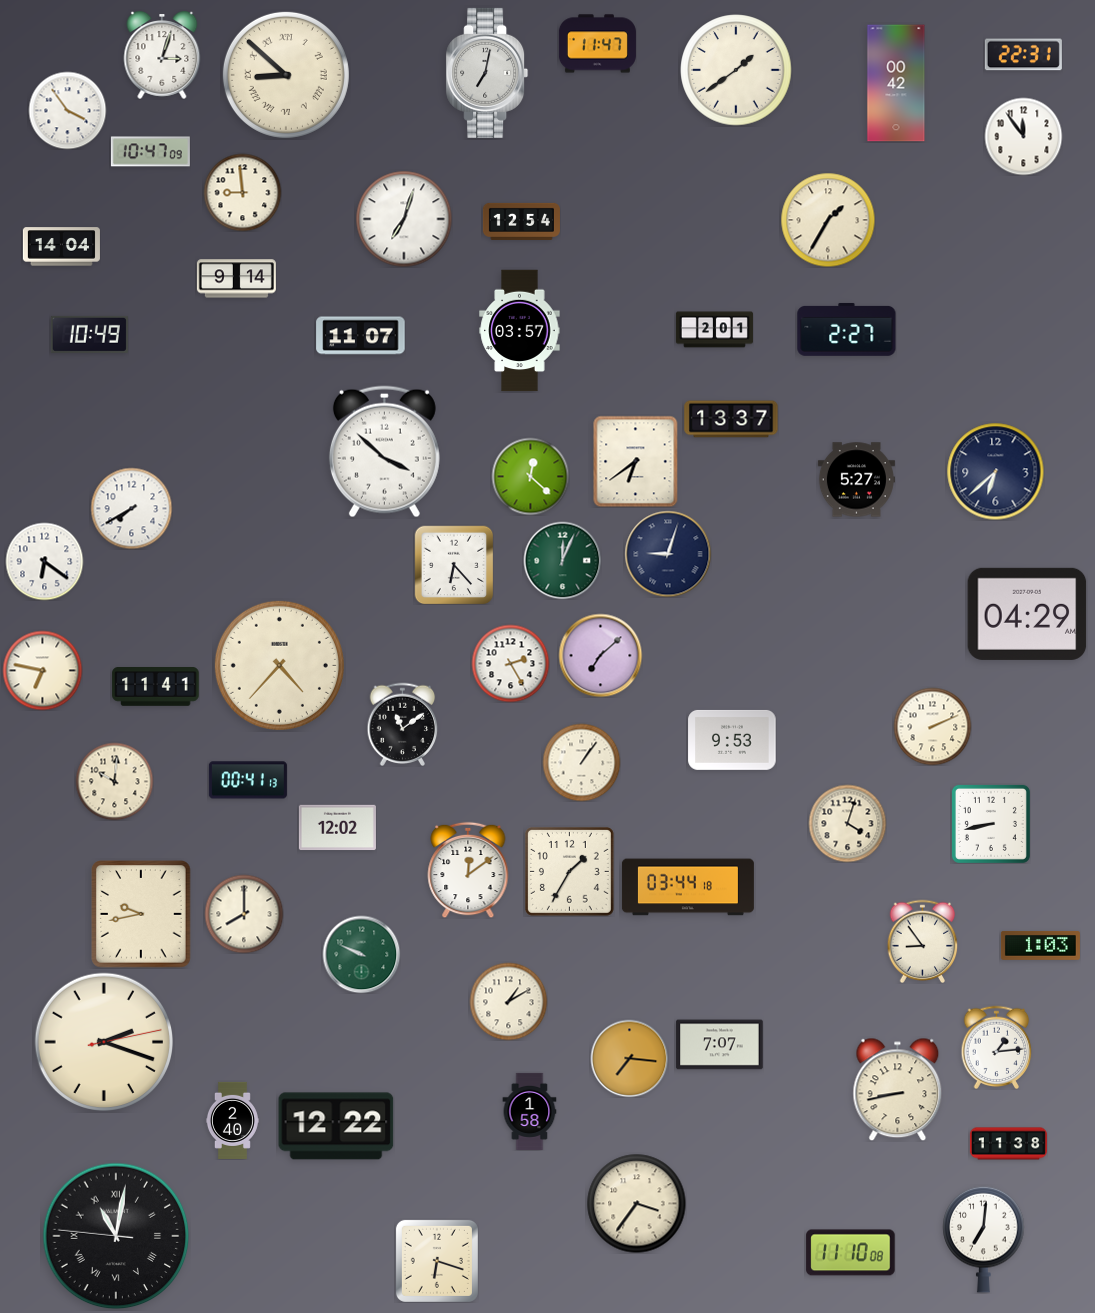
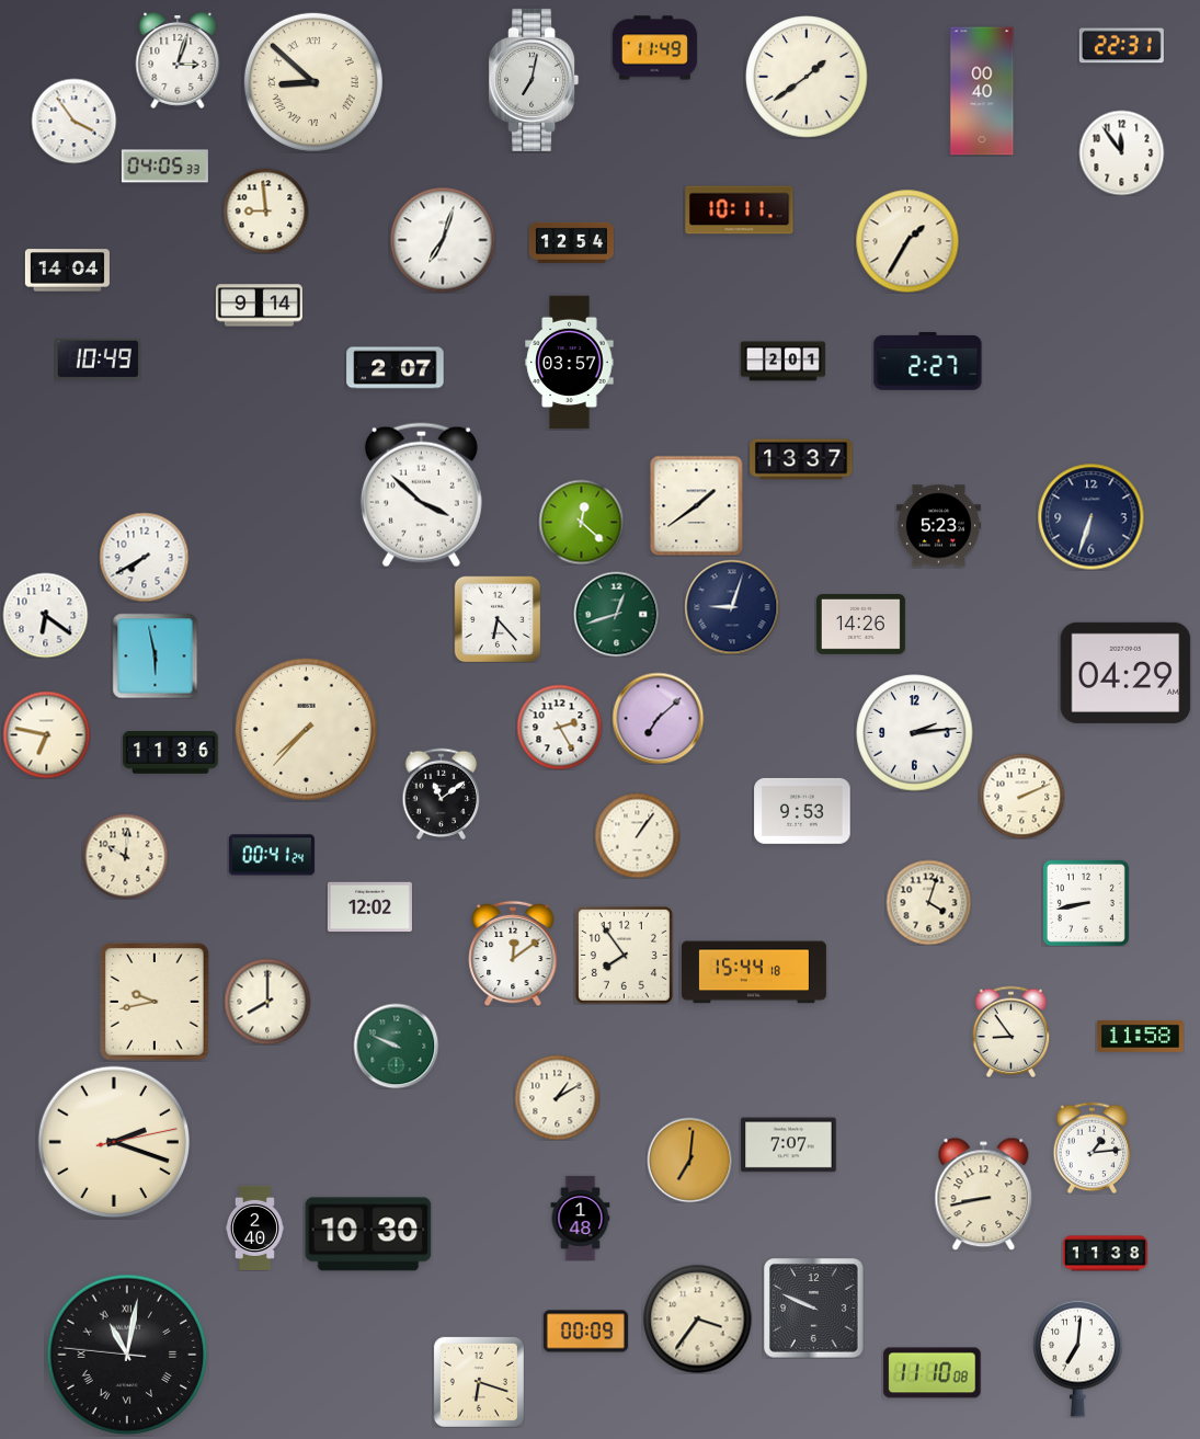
clock at (597, 44): 11:47 -> 11:49
clock at (1023, 55) position: (1023, 55) -> (1121, 46)
clock at (896, 83): 00:42 -> 00:40
clock at (1023, 136) position: (1023, 136) -> (1121, 152)
clock at (150, 152): 10:47 -> 04:05
clock at (740, 210): none -> 10:11
clock at (89, 334) position: (89, 334) -> (98, 358)
clock at (361, 336): 11:07 -> 2:07
clock at (636, 461): 6:39 -> 1:39
clock at (995, 471): 6:38 -> 6:33
clock at (856, 480): 5:27 -> 5:23
clock at (562, 560): 12:04 -> 12:42
clock at (44, 561) position: (44, 561) -> (45, 615)
clock at (860, 624): none -> 14:26
clock at (155, 655): none -> 5:58
clock at (279, 665): 4:37 -> 7:37
clock at (915, 733): none -> 2:14
clock at (156, 687): 11:41 -> 11:36
clock at (248, 780): 00:41:13 -> 00:41:24
clock at (569, 871): 1:35 -> 7:54
clock at (688, 887): 03:44 -> 15:44
clock at (1040, 945): 1:03 -> 11:58
clock at (629, 1058): 7:16 -> 7:01
clock at (530, 1111): 1:58 -> 1:48
clock at (336, 1126): 12:22 -> 10:30
clock at (814, 1309): none -> 9:49
clock at (585, 1332): none -> 00:09
